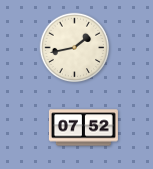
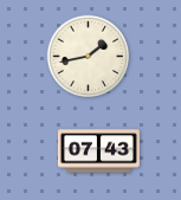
clock at (83, 128): 07:52 -> 07:43
